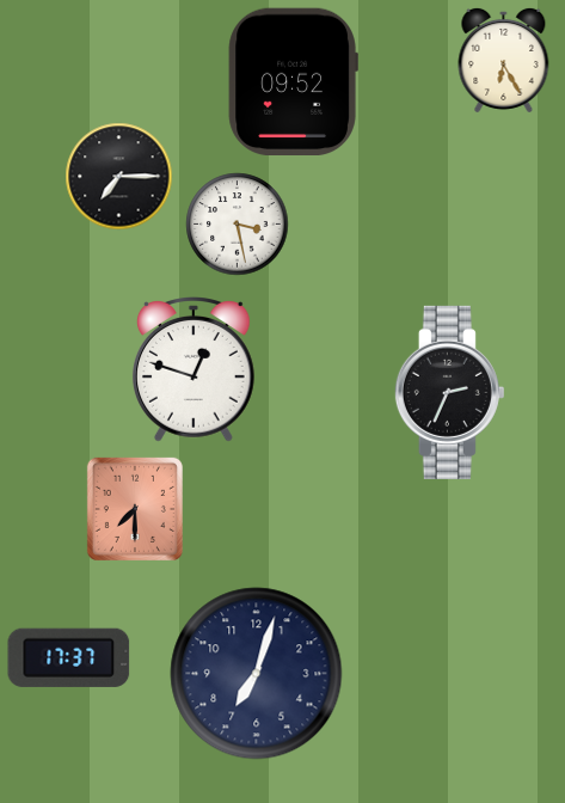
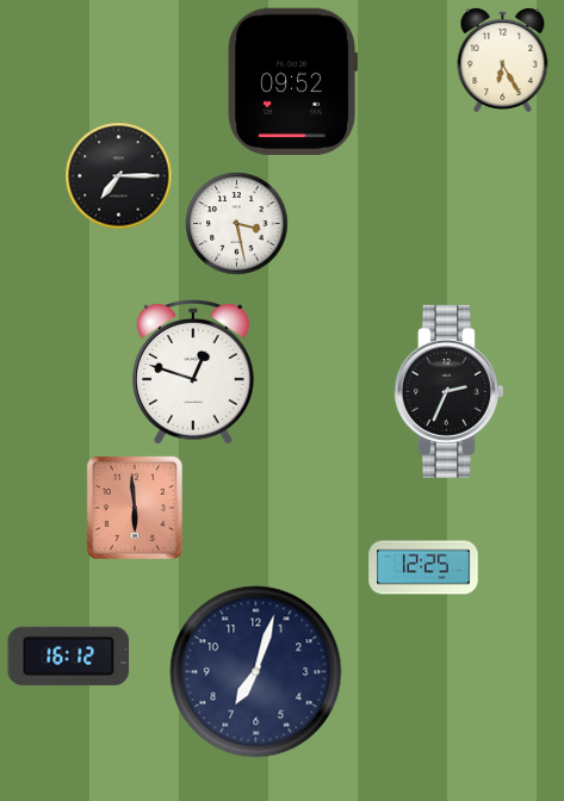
clock at (194, 370) position: (194, 370) -> (193, 373)
clock at (135, 509): 7:30 -> 5:59
clock at (423, 567): none -> 12:25
clock at (69, 657): 17:37 -> 16:12
